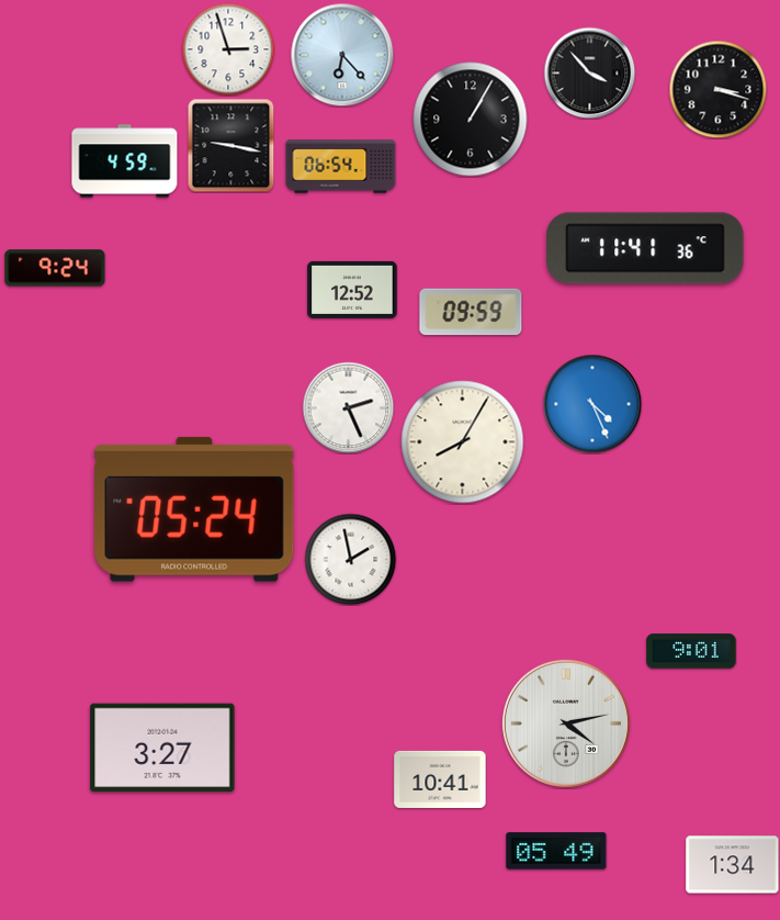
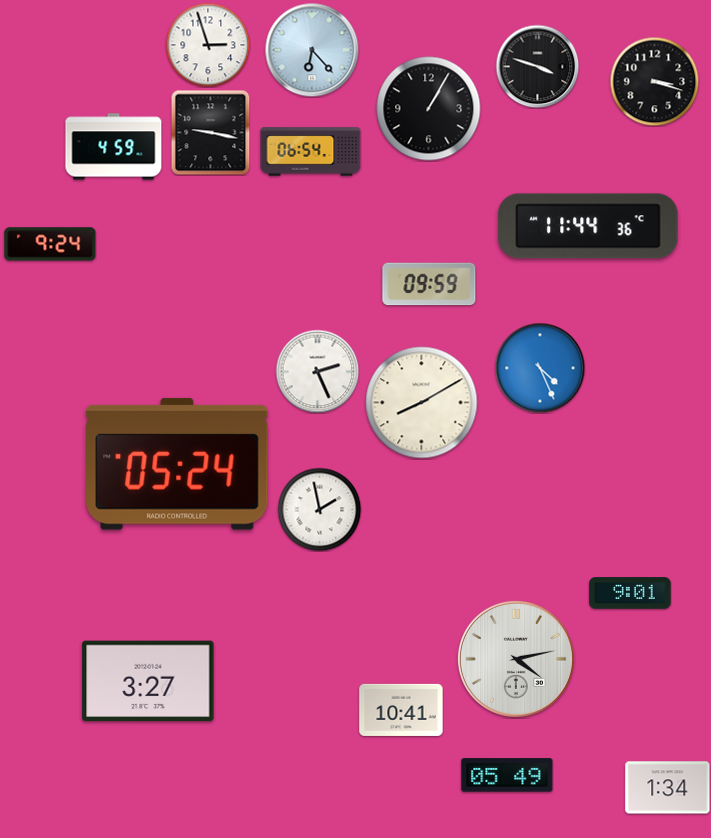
clock at (589, 72): 3:53 -> 3:48
clock at (645, 248): 11:41 -> 11:44
clock at (352, 290): 12:52 -> none
clock at (463, 442): 8:05 -> 8:10
